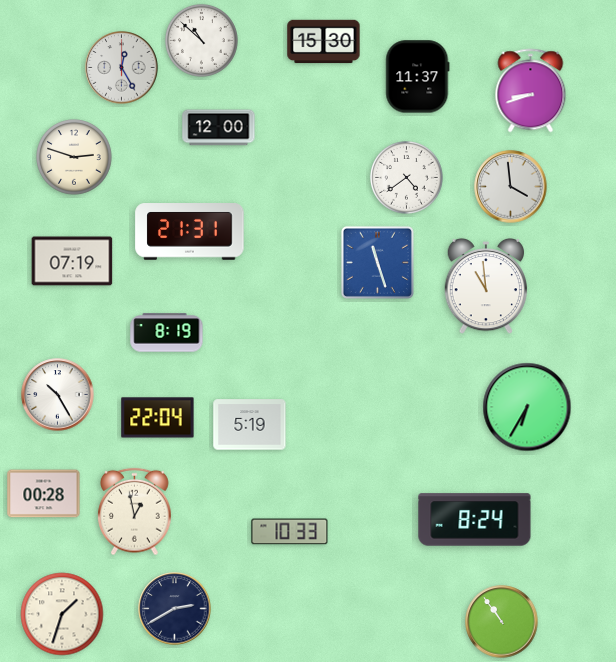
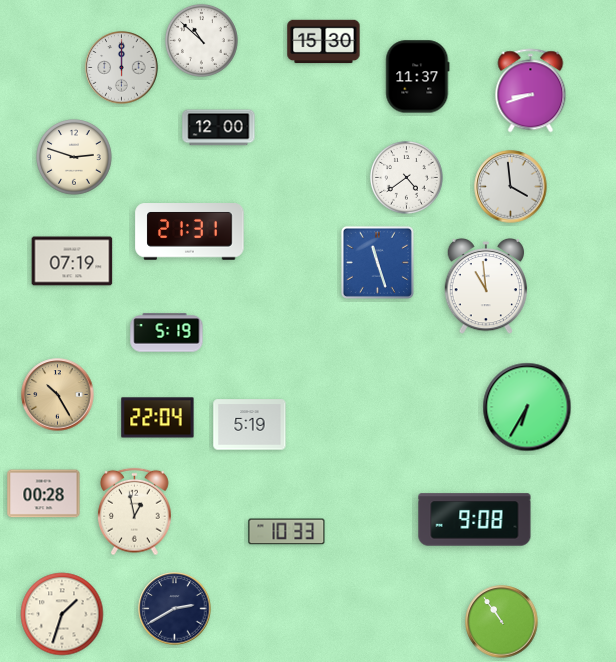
clock at (122, 68): 12:25 -> 12:00
clock at (167, 333): 8:19 -> 5:19
clock at (58, 395) dial: white -> champagne
clock at (475, 520): 8:24 -> 9:08
clock at (290, 532) position: (290, 532) -> (287, 532)
